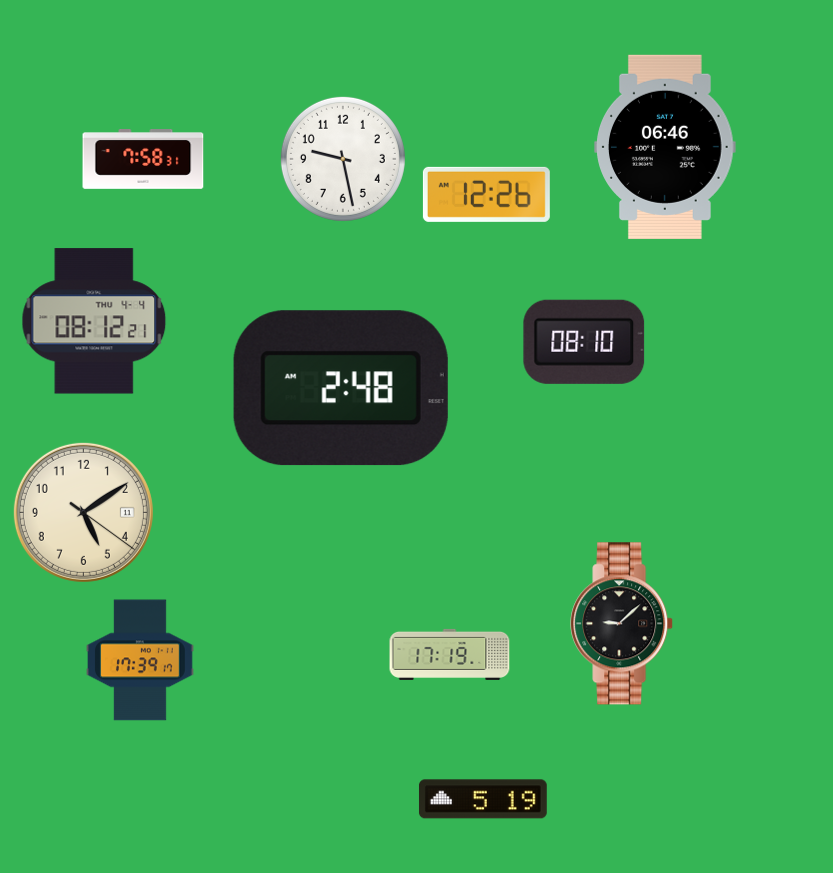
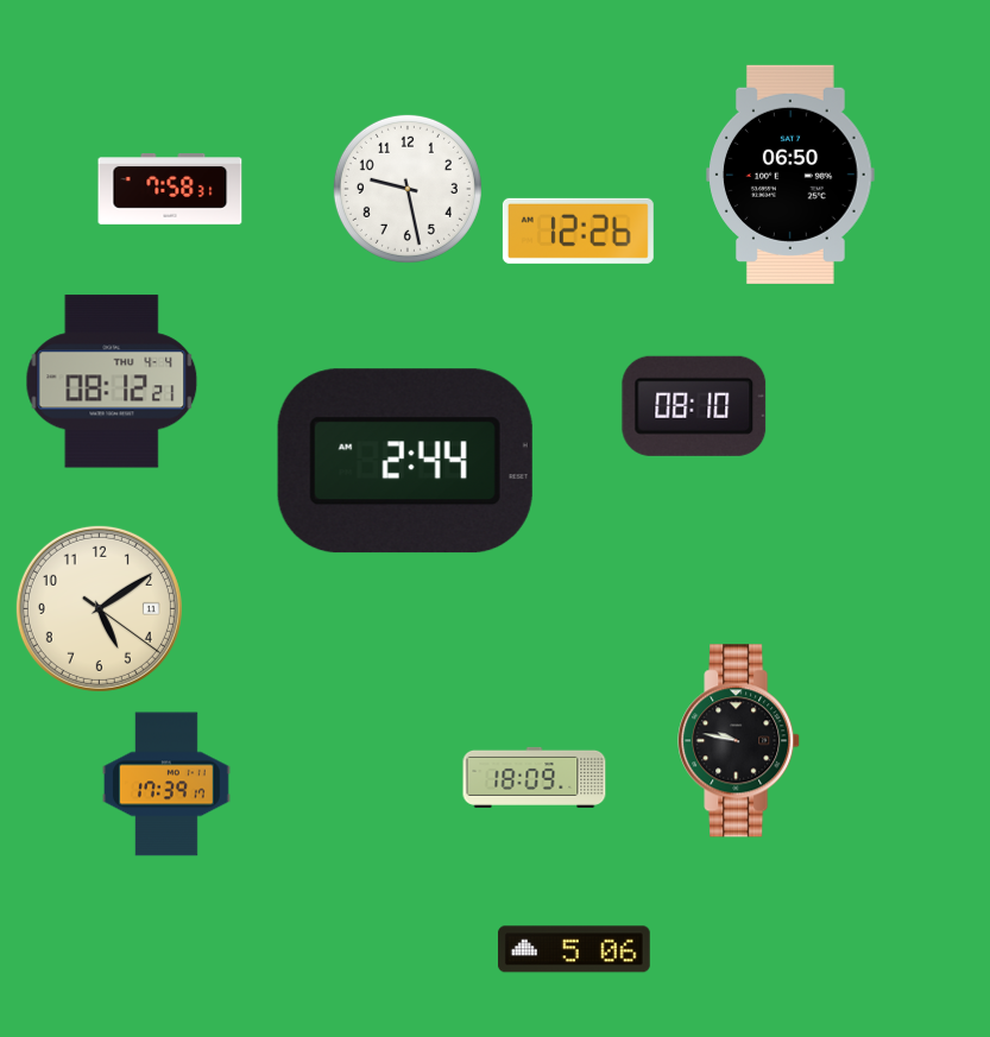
clock at (665, 147): 06:46 -> 06:50
clock at (341, 388): 2:48 -> 2:44
clock at (622, 624): 9:08 -> 9:47
clock at (450, 654): 17:19 -> 18:09
clock at (483, 799): 5:19 -> 5:06
